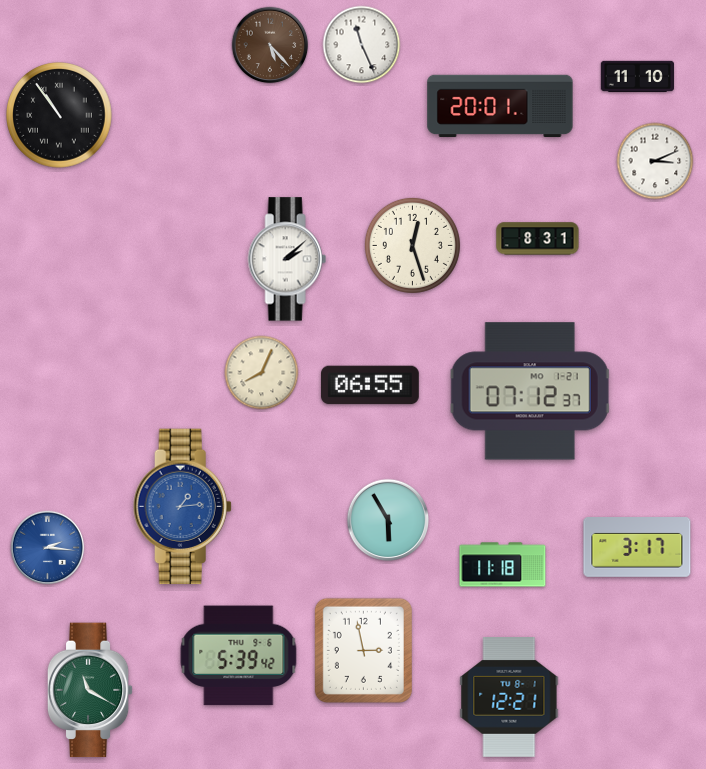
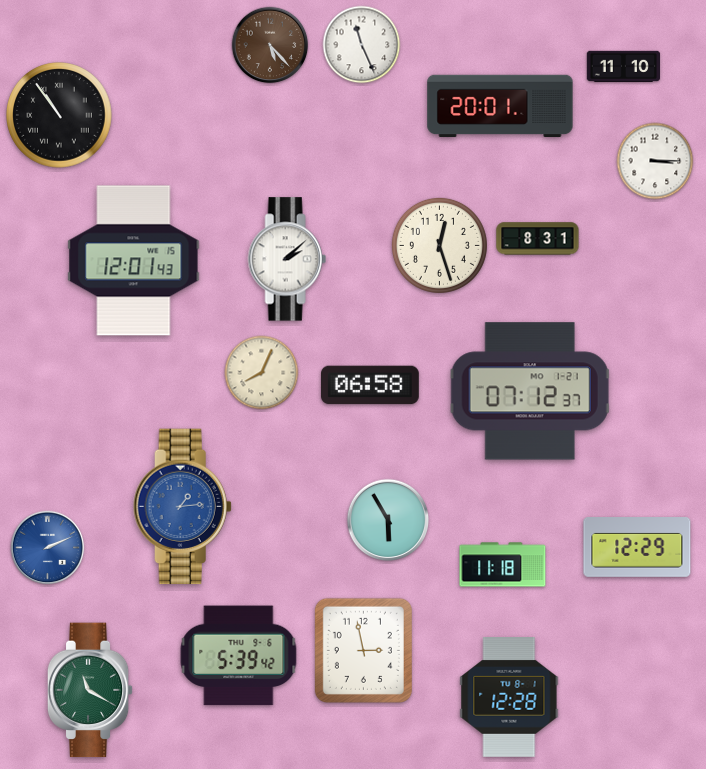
clock at (637, 77) position: (637, 77) -> (623, 67)
clock at (655, 161): 3:11 -> 3:15
clock at (412, 245) position: (412, 245) -> (439, 245)
clock at (134, 261): none -> 12:01
clock at (370, 385): 06:55 -> 06:58
clock at (48, 548): 2:16 -> 2:11
clock at (637, 548): 3:17 -> 12:29
clock at (509, 698): 12:21 -> 12:28
